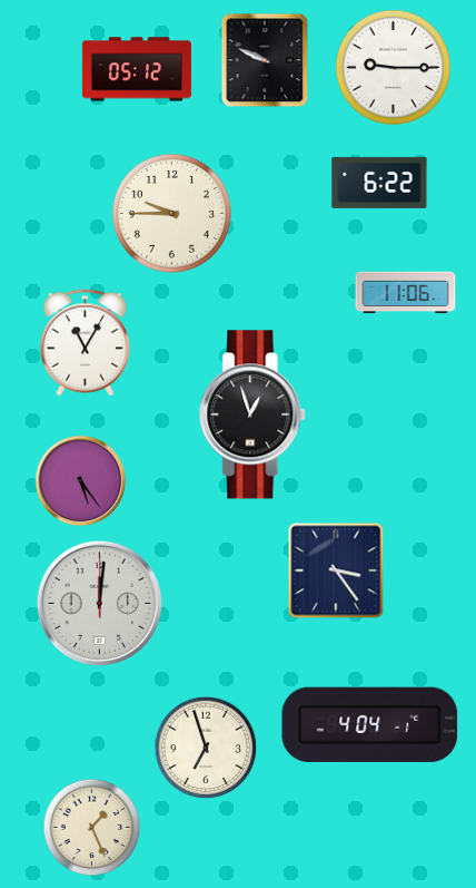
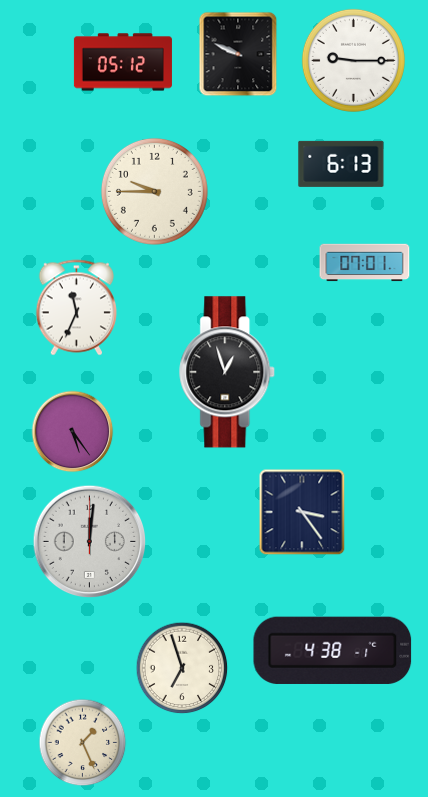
clock at (379, 183): 6:22 -> 6:13
clock at (406, 293): 11:06 -> 07:01
clock at (85, 343): 11:05 -> 11:34
clock at (370, 724): 4:04 -> 4:38
clock at (206, 748) position: (206, 748) -> (182, 668)
